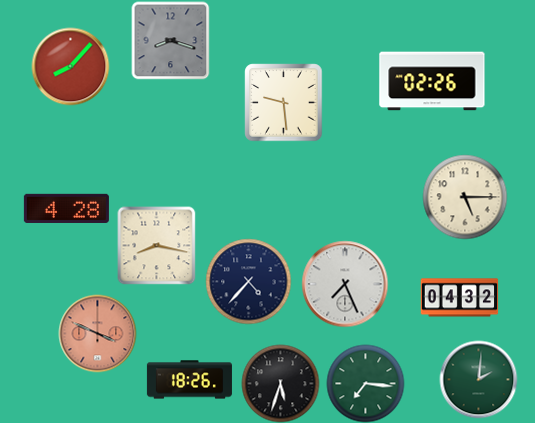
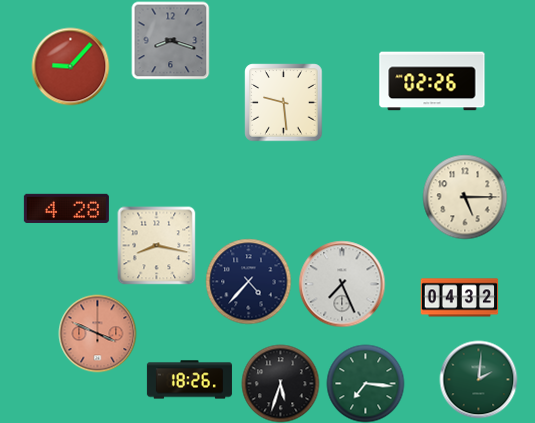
clock at (70, 66): 8:07 -> 9:07
clock at (345, 284) position: (345, 284) -> (342, 284)
